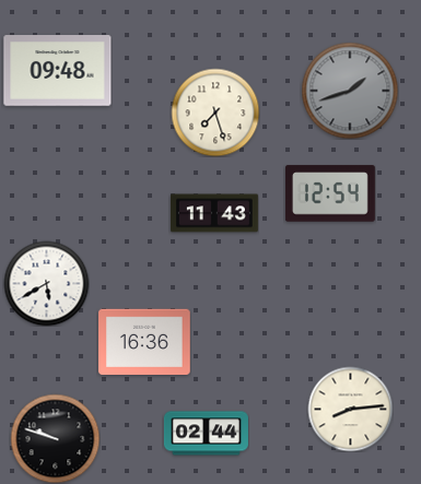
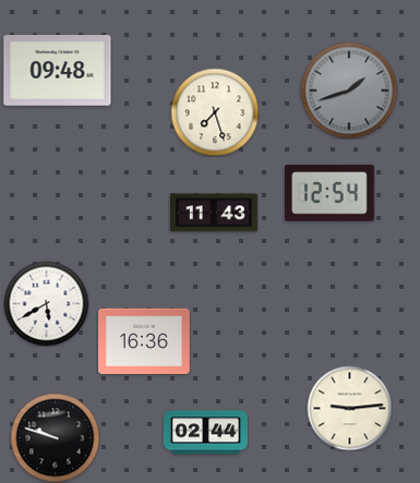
clock at (46, 283) position: (46, 283) -> (46, 303)
clock at (350, 409): 8:14 -> 9:14
